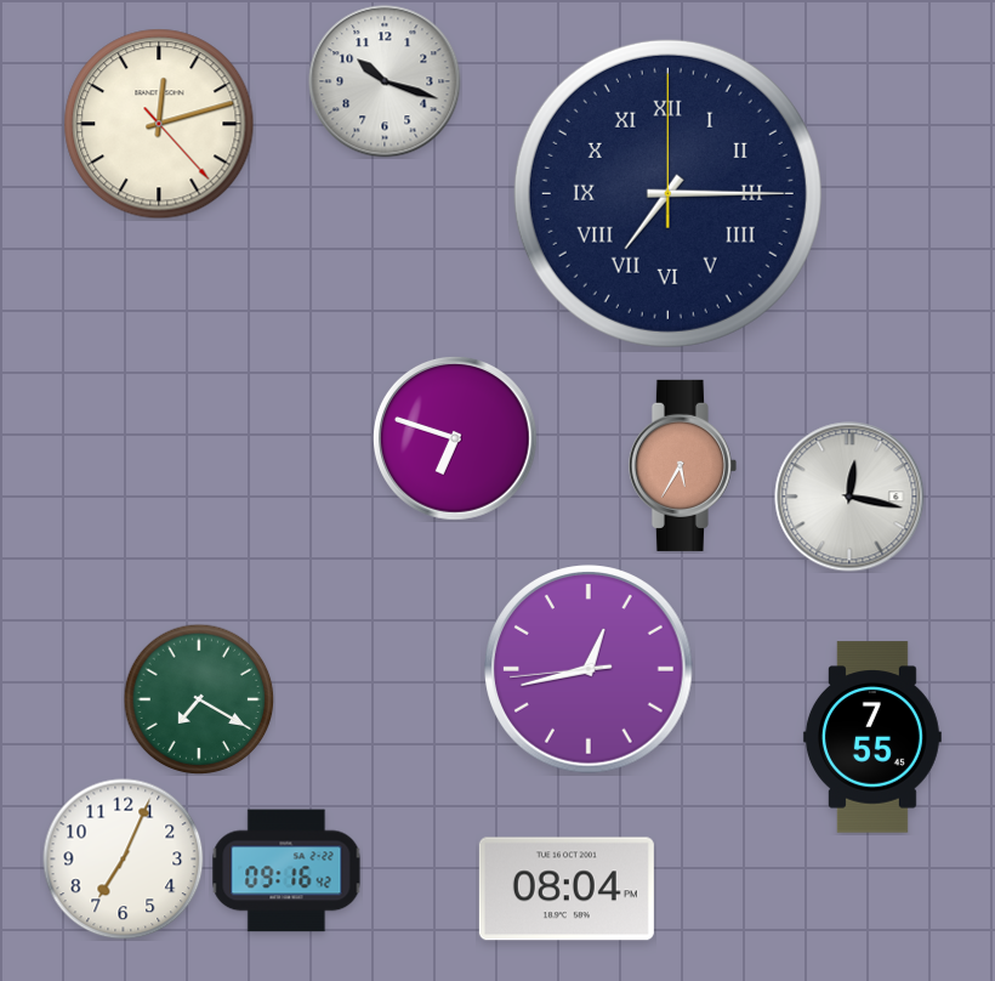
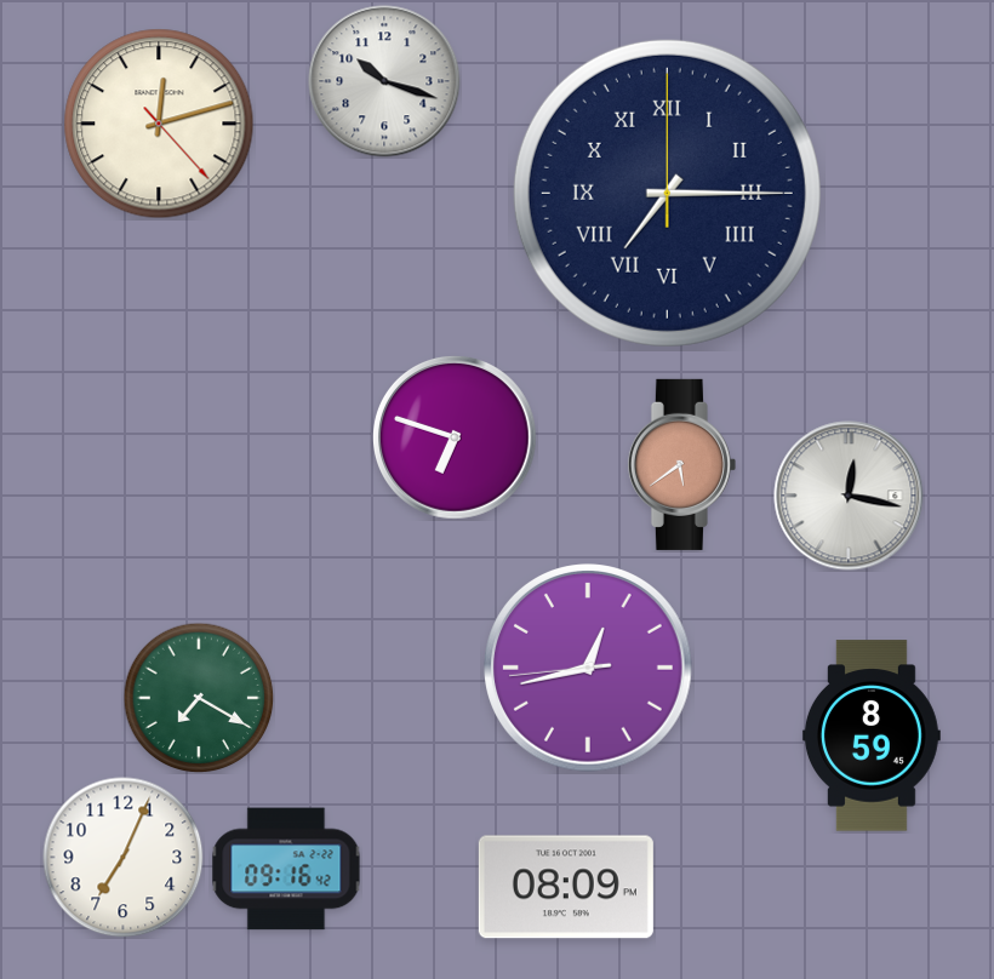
clock at (682, 465): 5:35 -> 5:39
clock at (872, 737): 7:55 -> 8:59
clock at (567, 889): 08:04 -> 08:09
